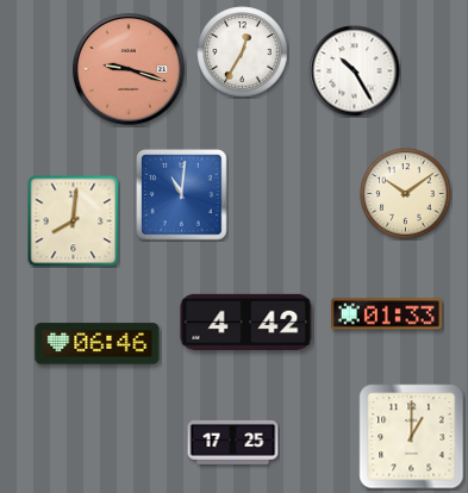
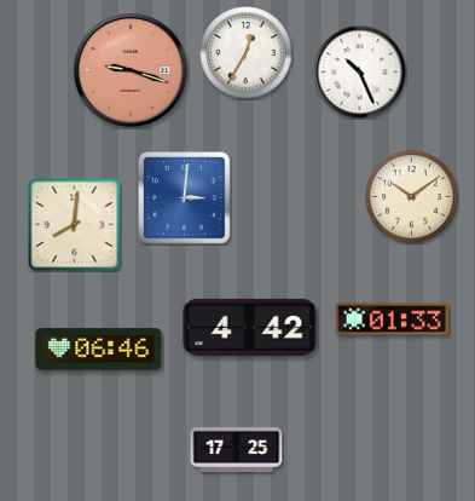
clock at (355, 71): 10:25 -> 10:26
clock at (182, 195): 11:01 -> 3:01
clock at (412, 437): 1:00 -> none
